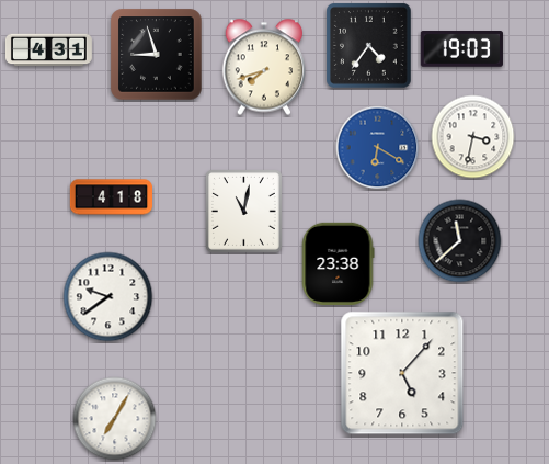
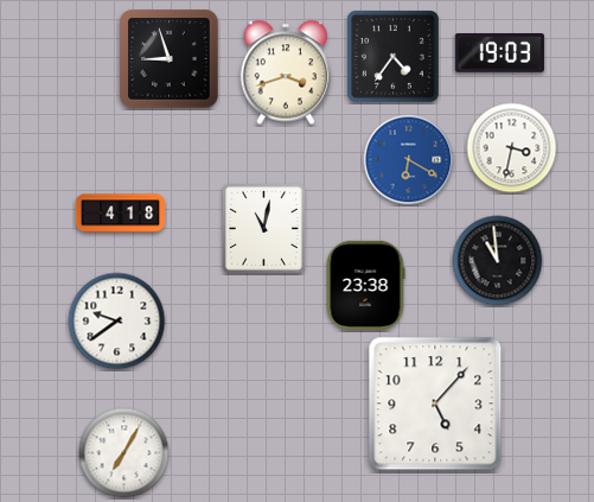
clock at (369, 46) position: (369, 46) -> (394, 57)
clock at (49, 50): 4:31 -> none
clock at (264, 67): 7:42 -> 3:42
clock at (460, 241): 11:38 -> 10:59
